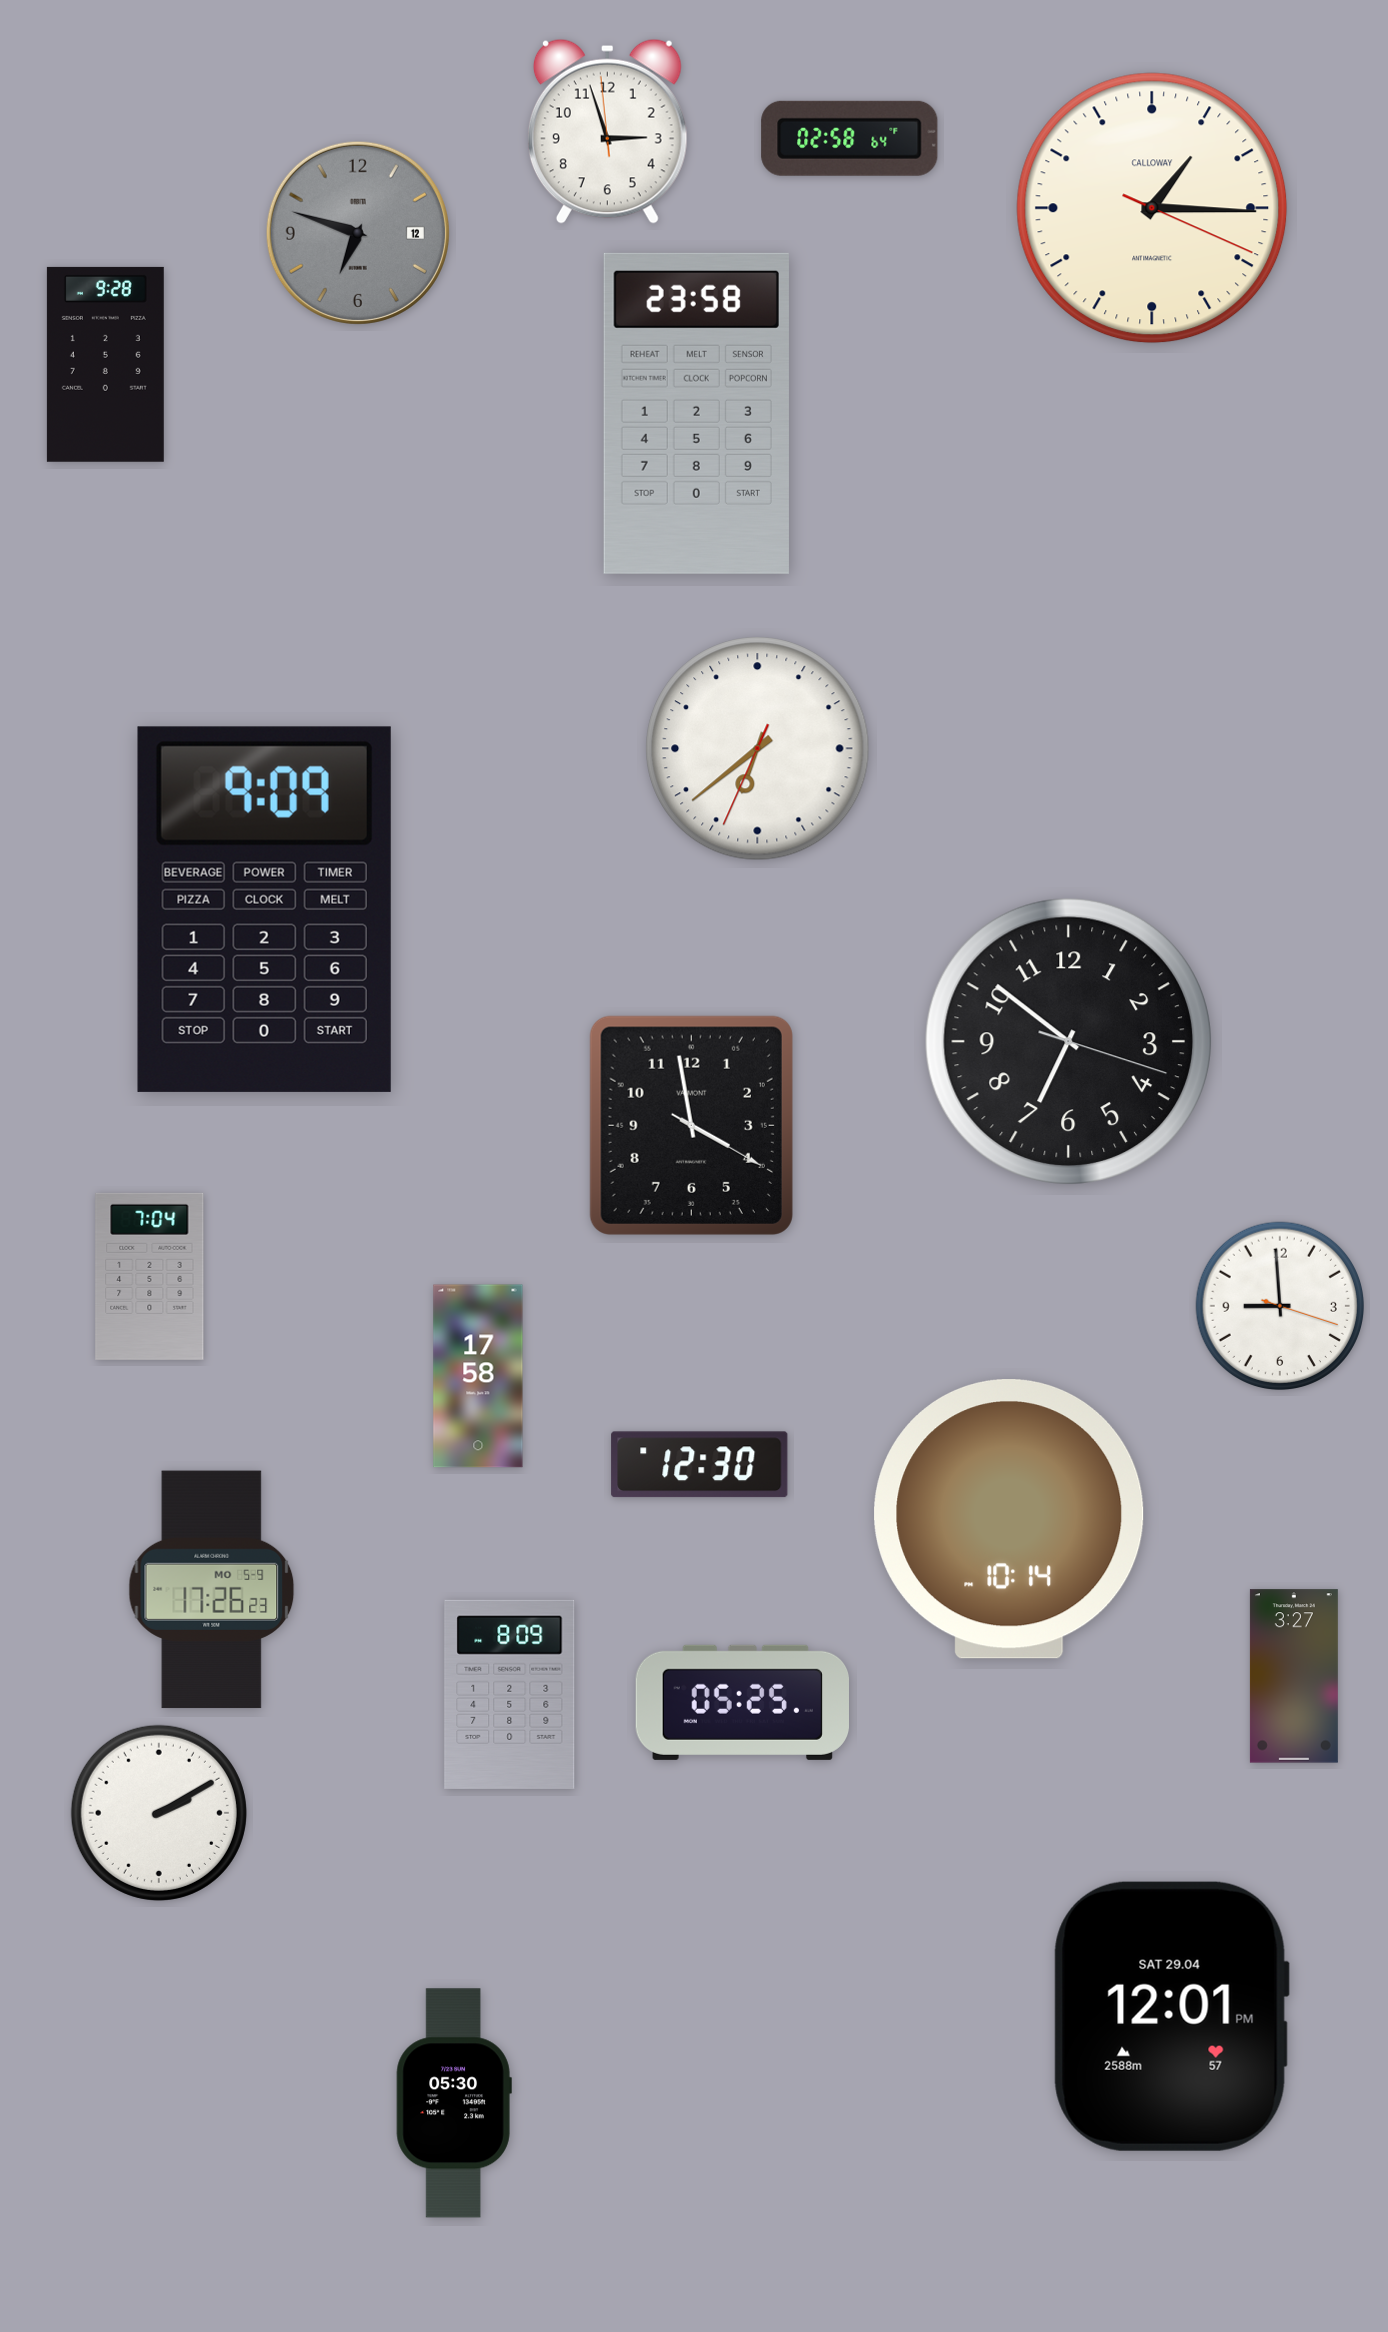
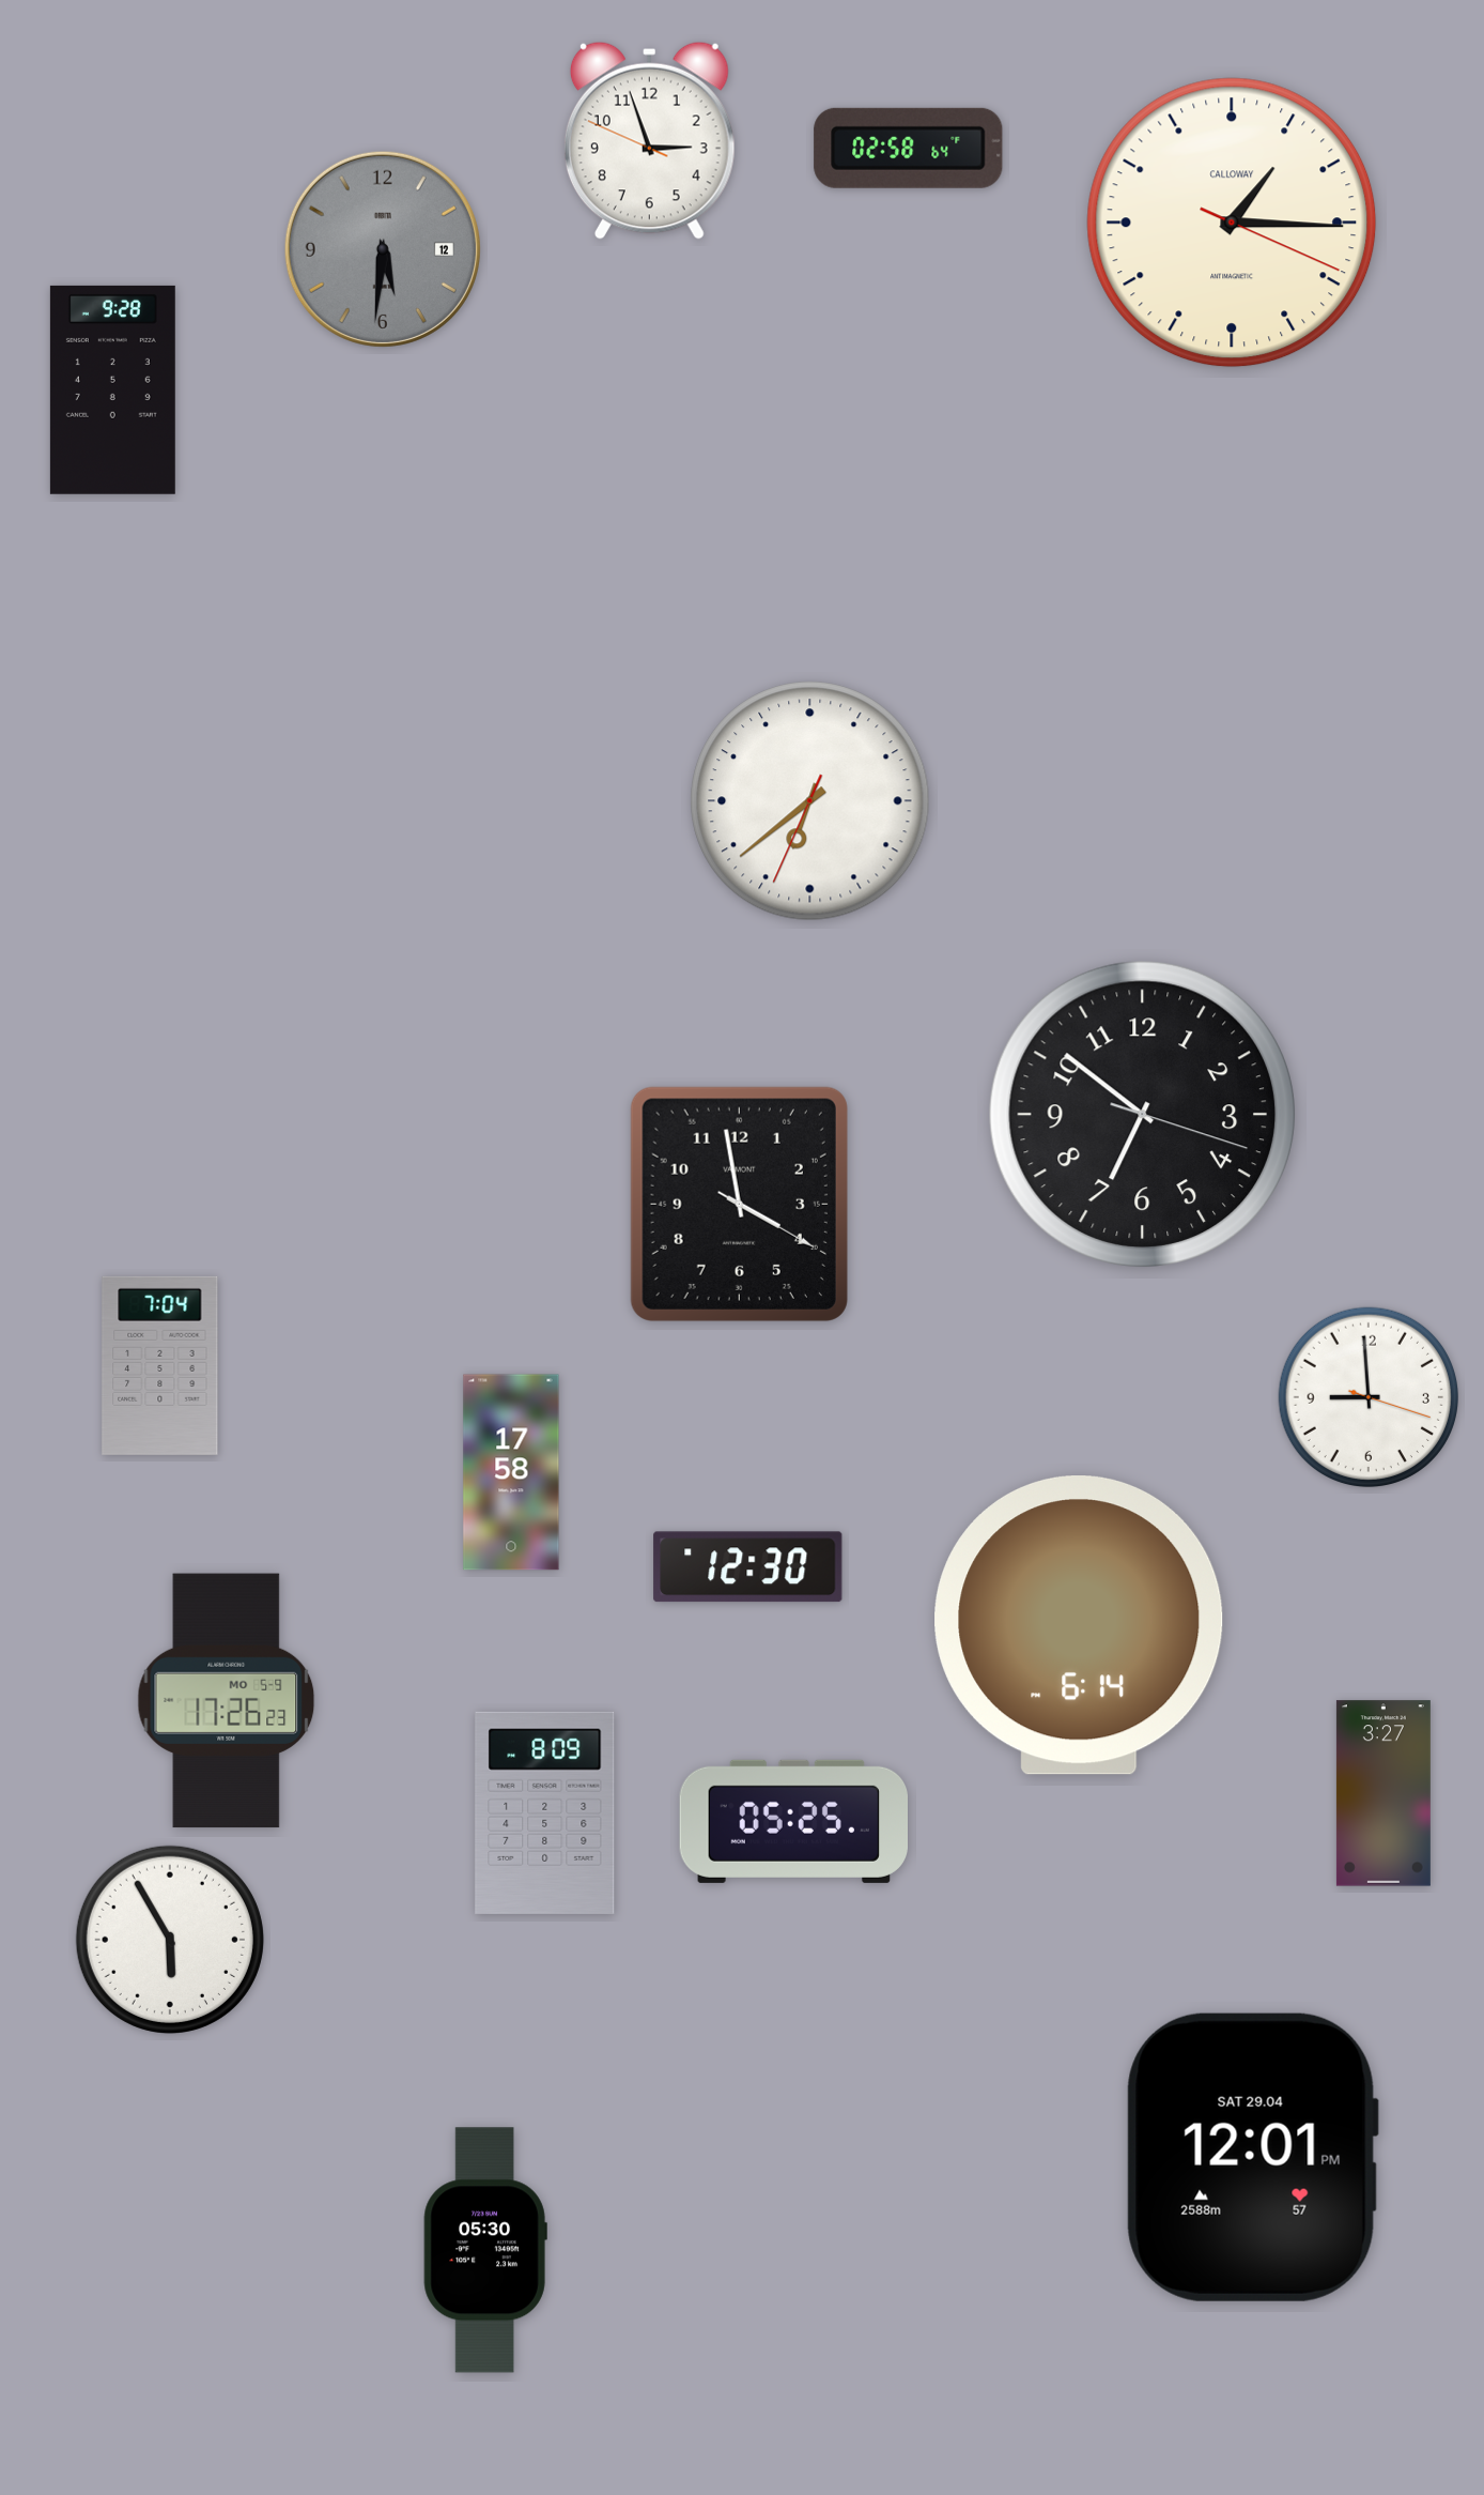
clock at (607, 131): 2:56:59 -> 2:56:49
clock at (358, 233): 6:48 -> 5:31
clock at (696, 413): 23:58 -> none
clock at (264, 909): 9:09 -> none
clock at (1009, 1519): 10:14 -> 6:14
clock at (159, 1813): 2:10 -> 5:55
